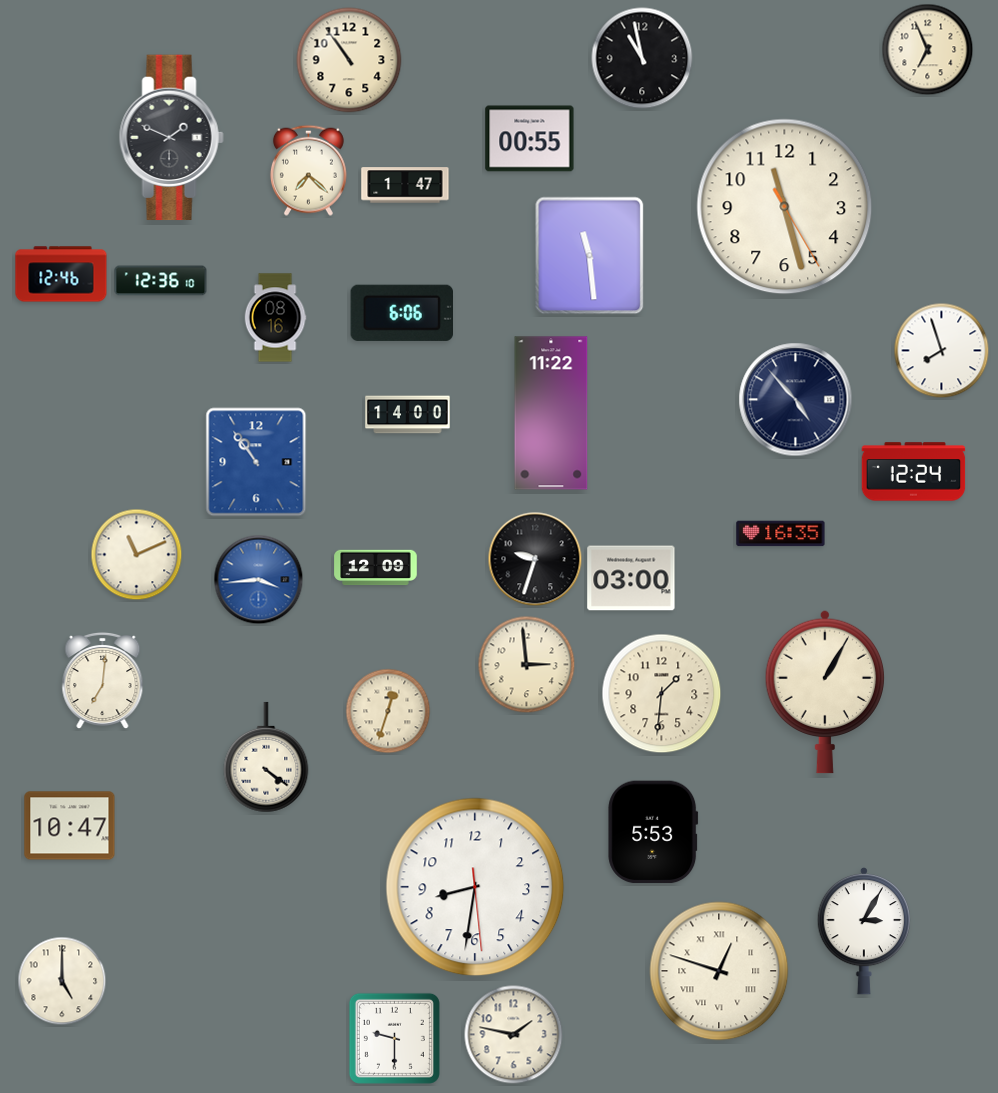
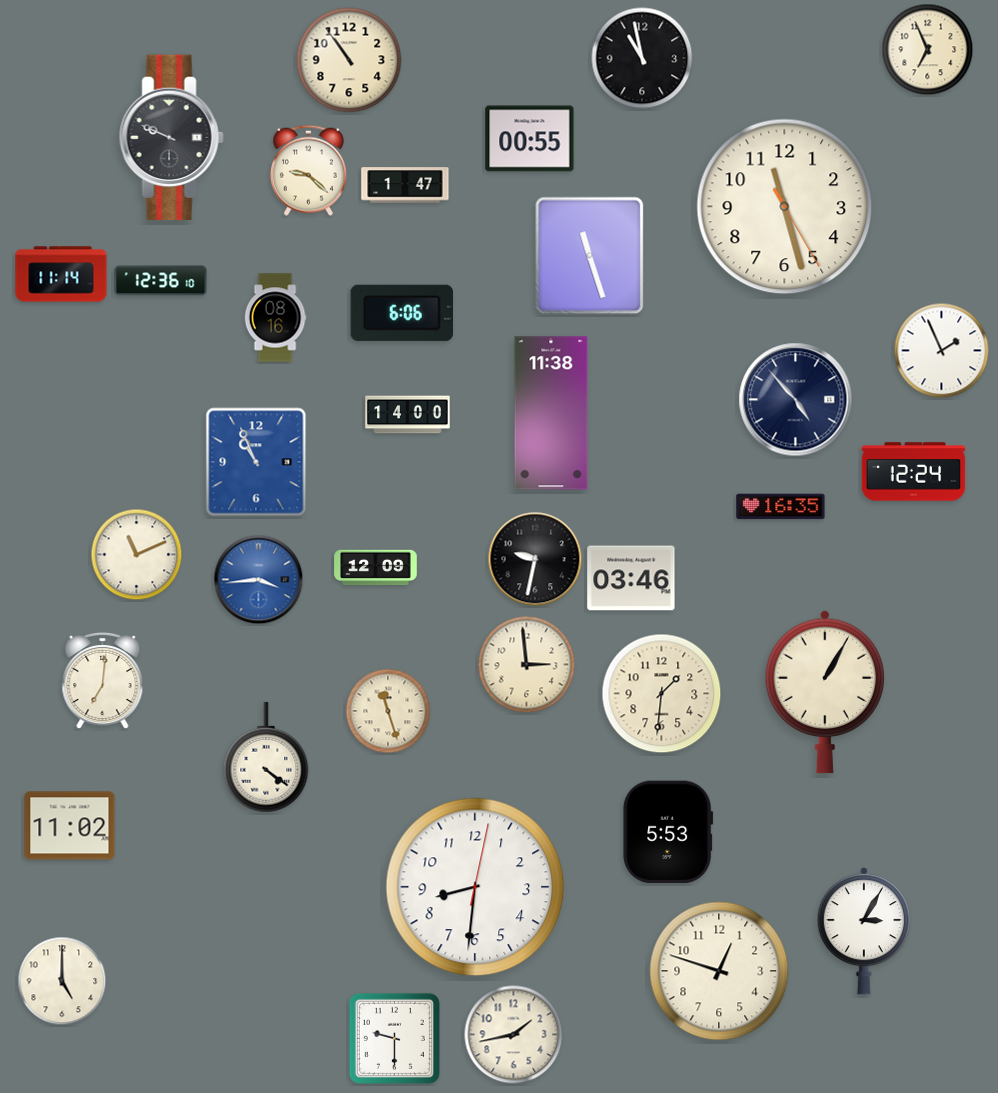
clock at (171, 138): 1:49 -> 9:49
clock at (308, 170): 7:22 -> 9:22
clock at (590, 256): 11:29 -> 11:27
clock at (61, 274): 12:46 -> 11:14
clock at (942, 351): 7:57 -> 1:56
clock at (551, 413): 11:22 -> 11:38
clock at (256, 462): 10:54 -> 10:56
clock at (781, 534) position: (781, 534) -> (781, 507)
clock at (535, 559): 9:33 -> 9:32
clock at (631, 578): 03:00 -> 03:46
clock at (388, 711): 12:33 -> 11:27
clock at (70, 826): 10:47 -> 11:02
clock at (653, 832) position: (653, 832) -> (668, 832)
clock at (475, 887): 8:31:29 -> 8:31:02
clock at (719, 971) numerals: Roman -> Arabic
clock at (514, 1035): 1:47 -> 1:43
